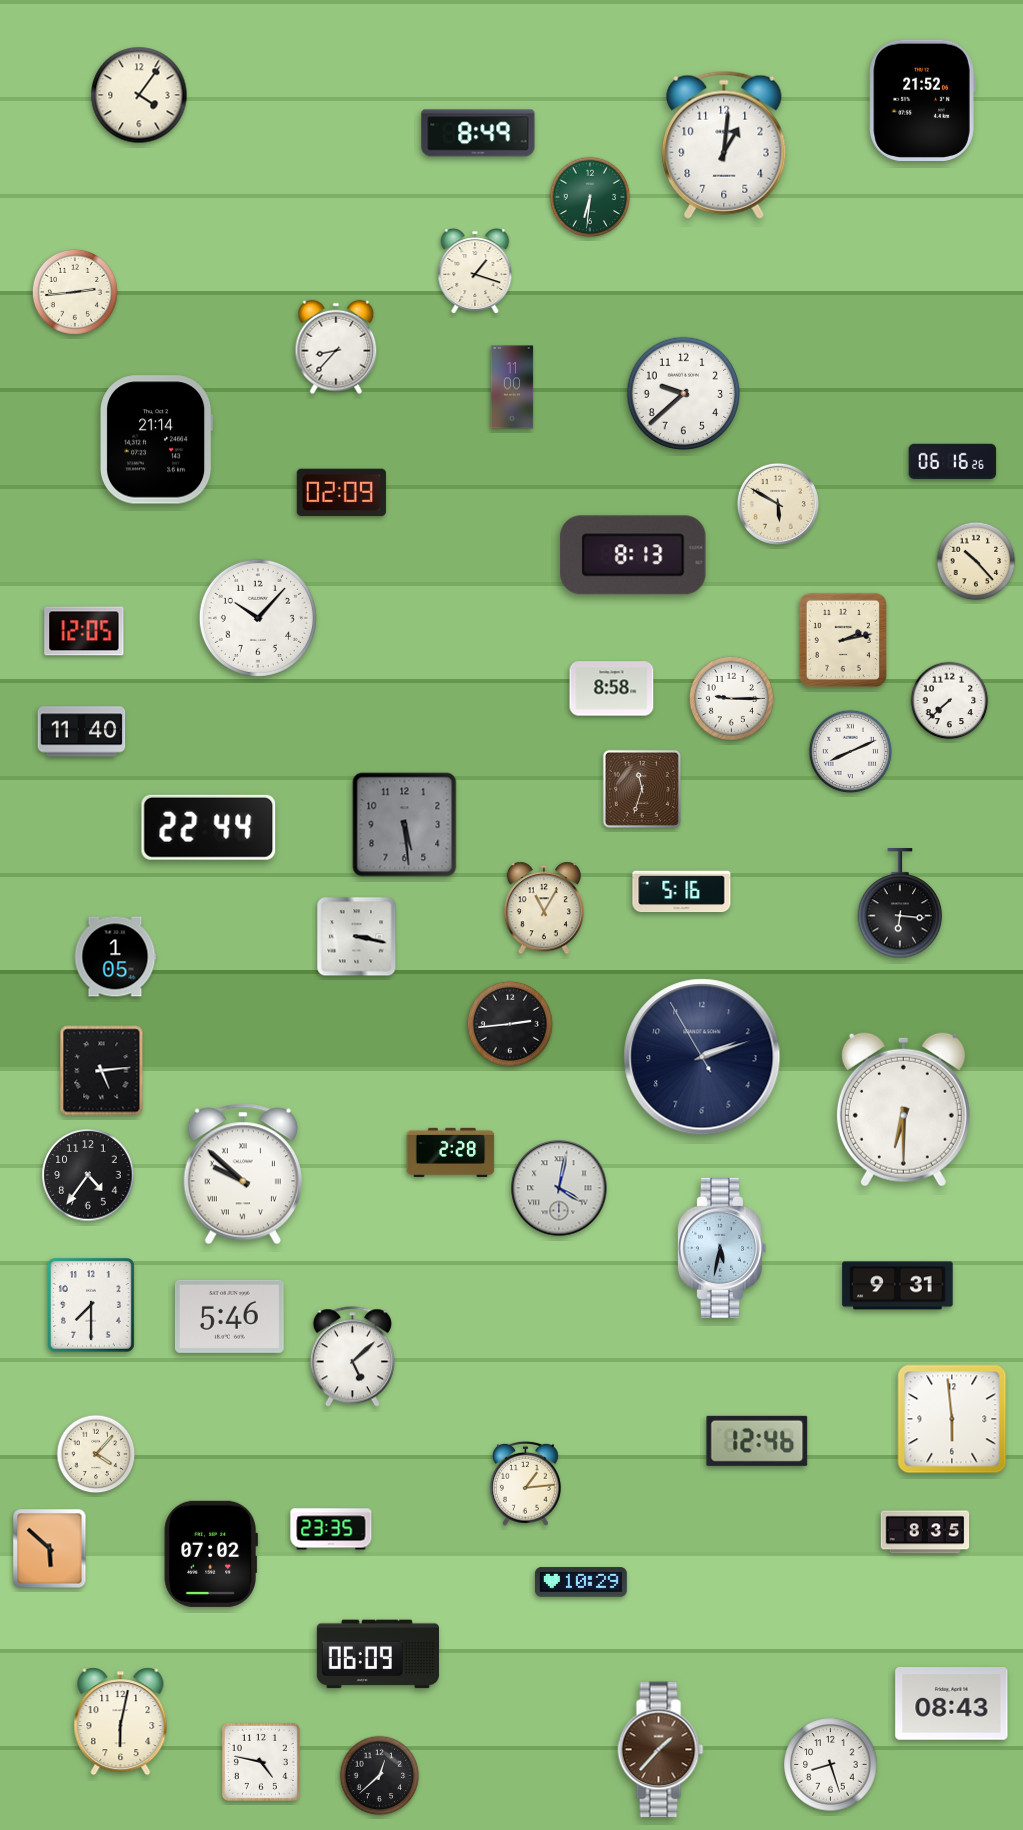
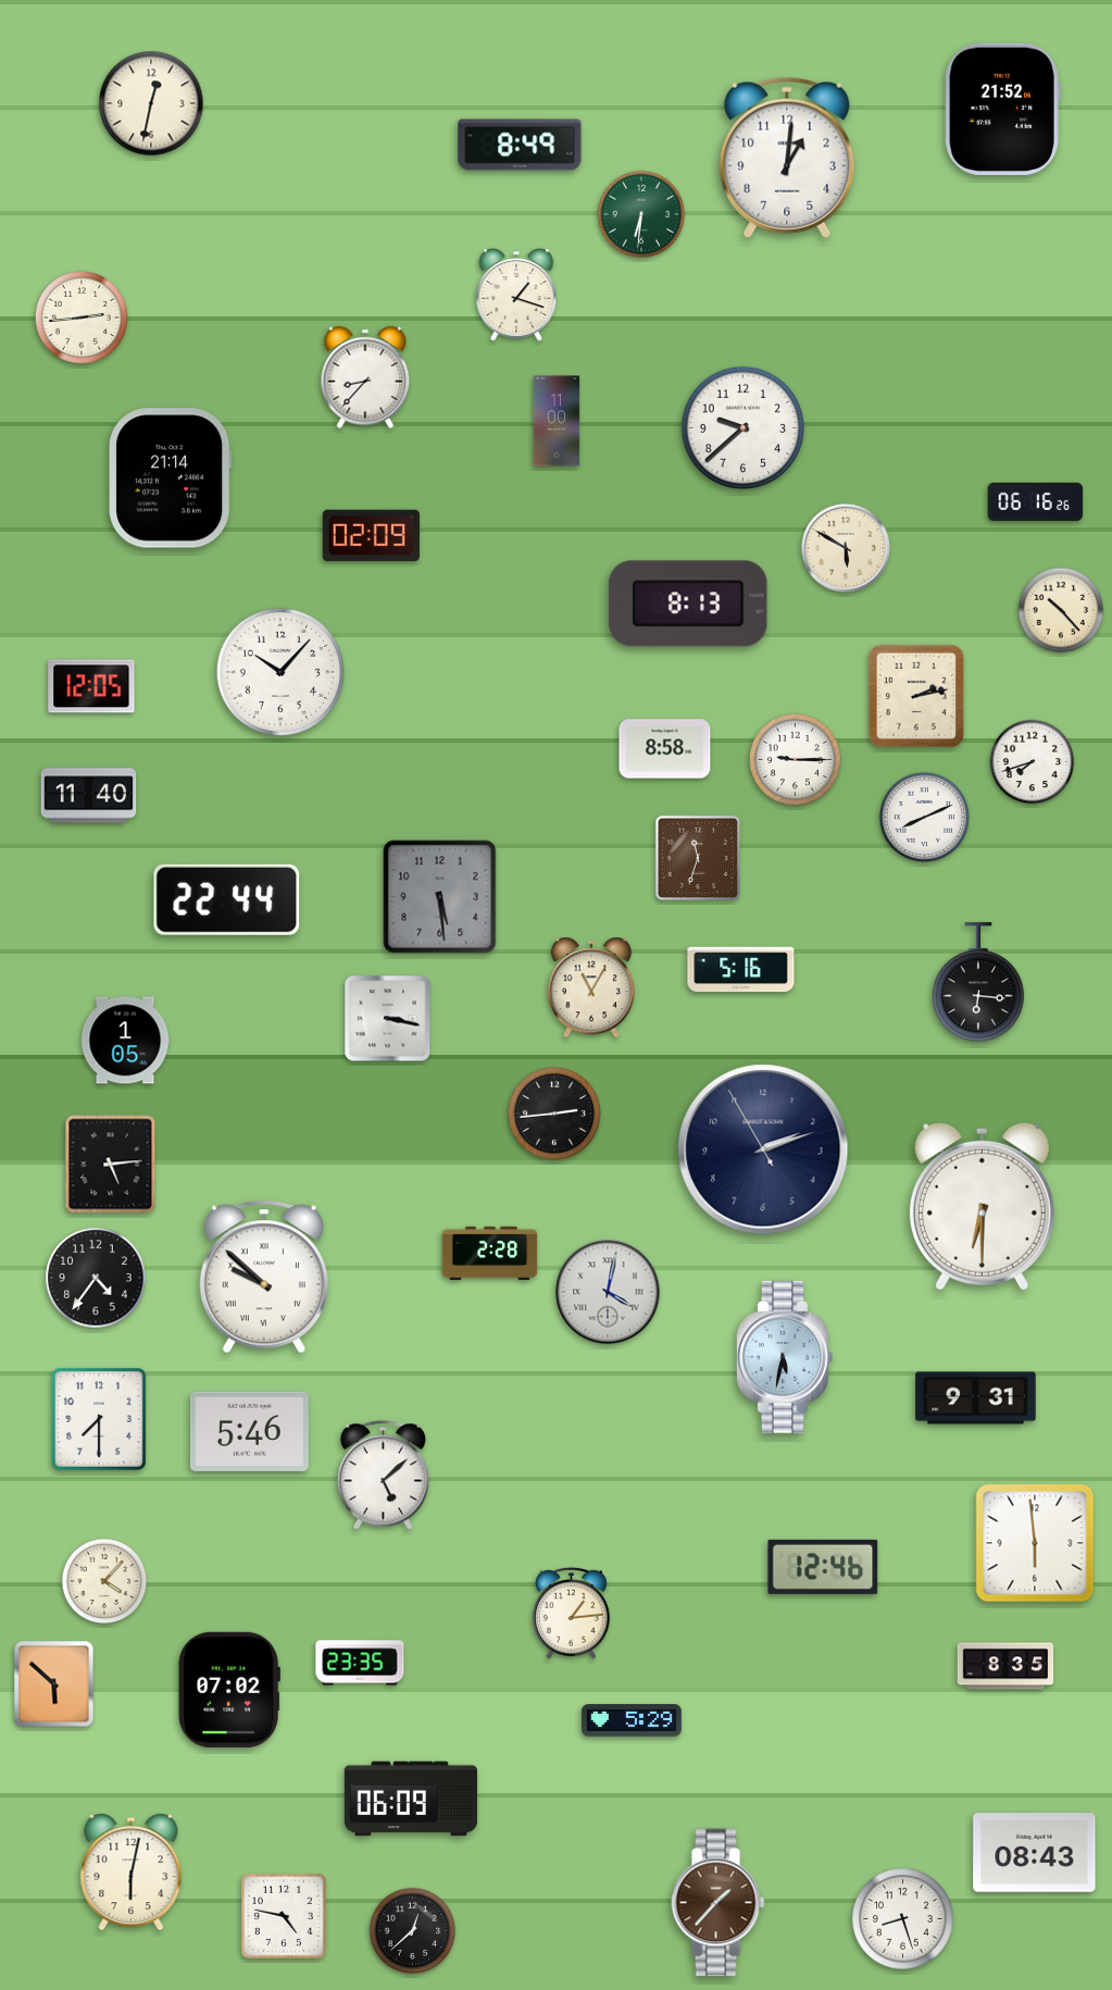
clock at (139, 95): 4:06 -> 12:32
clock at (950, 701): 7:38 -> 7:42
clock at (581, 1582): 10:29 -> 5:29
